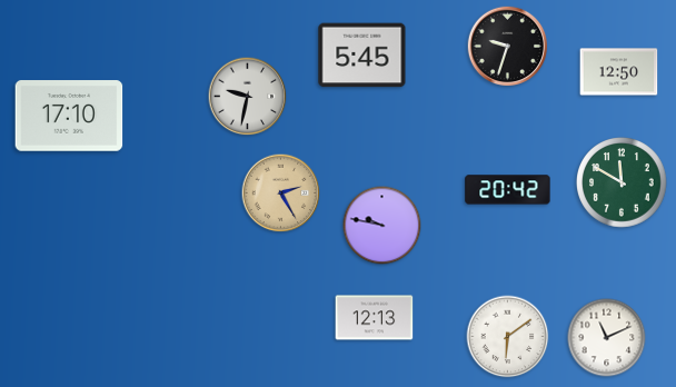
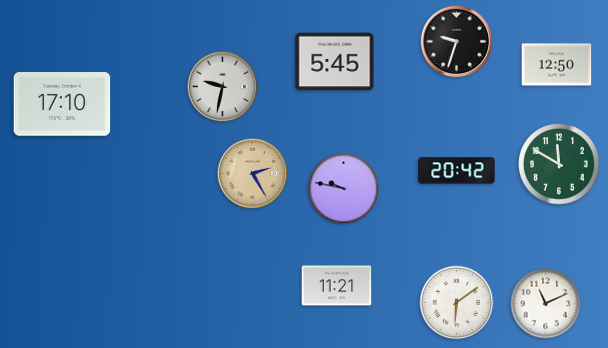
clock at (362, 56) position: (362, 56) -> (335, 62)
clock at (382, 226) position: (382, 226) -> (344, 189)
clock at (375, 318): 12:13 -> 11:21
